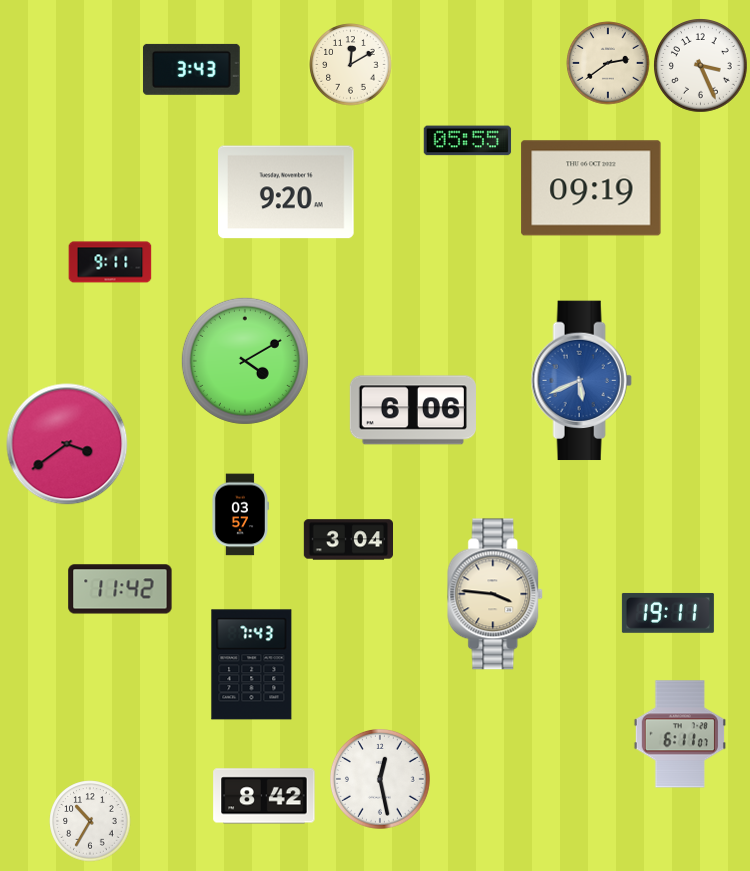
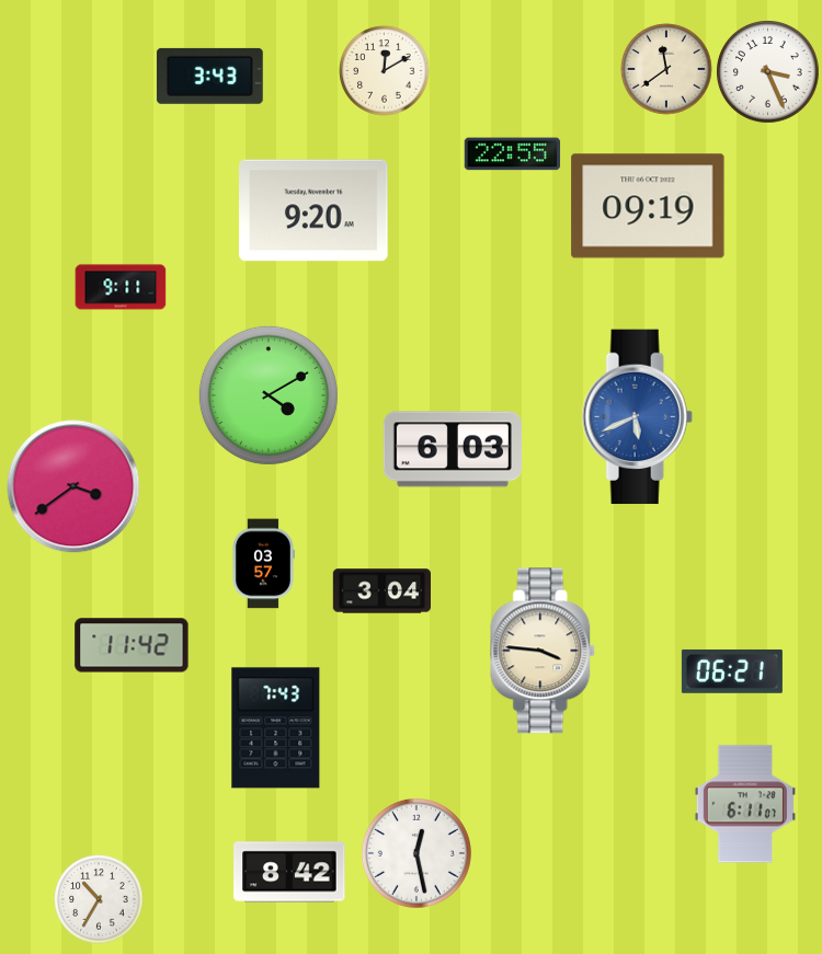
clock at (608, 63): 2:39 -> 11:39
clock at (468, 141): 05:55 -> 22:55
clock at (413, 410): 6:06 -> 6:03
clock at (668, 613): 19:11 -> 06:21
